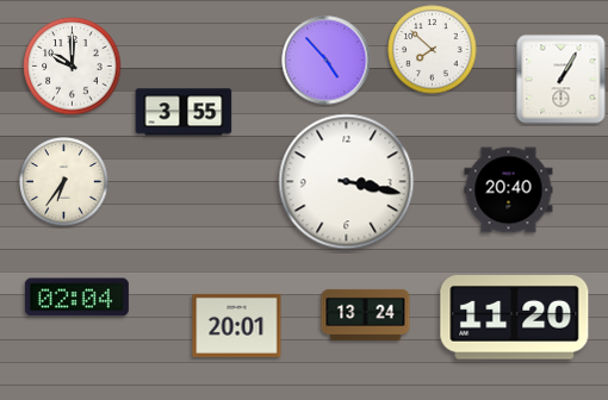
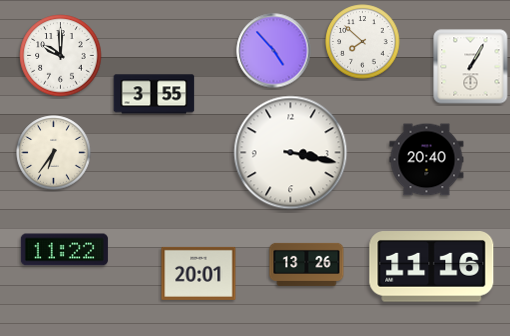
clock at (76, 298): 02:04 -> 11:22
clock at (366, 314): 13:24 -> 13:26
clock at (515, 318): 11:20 -> 11:16
